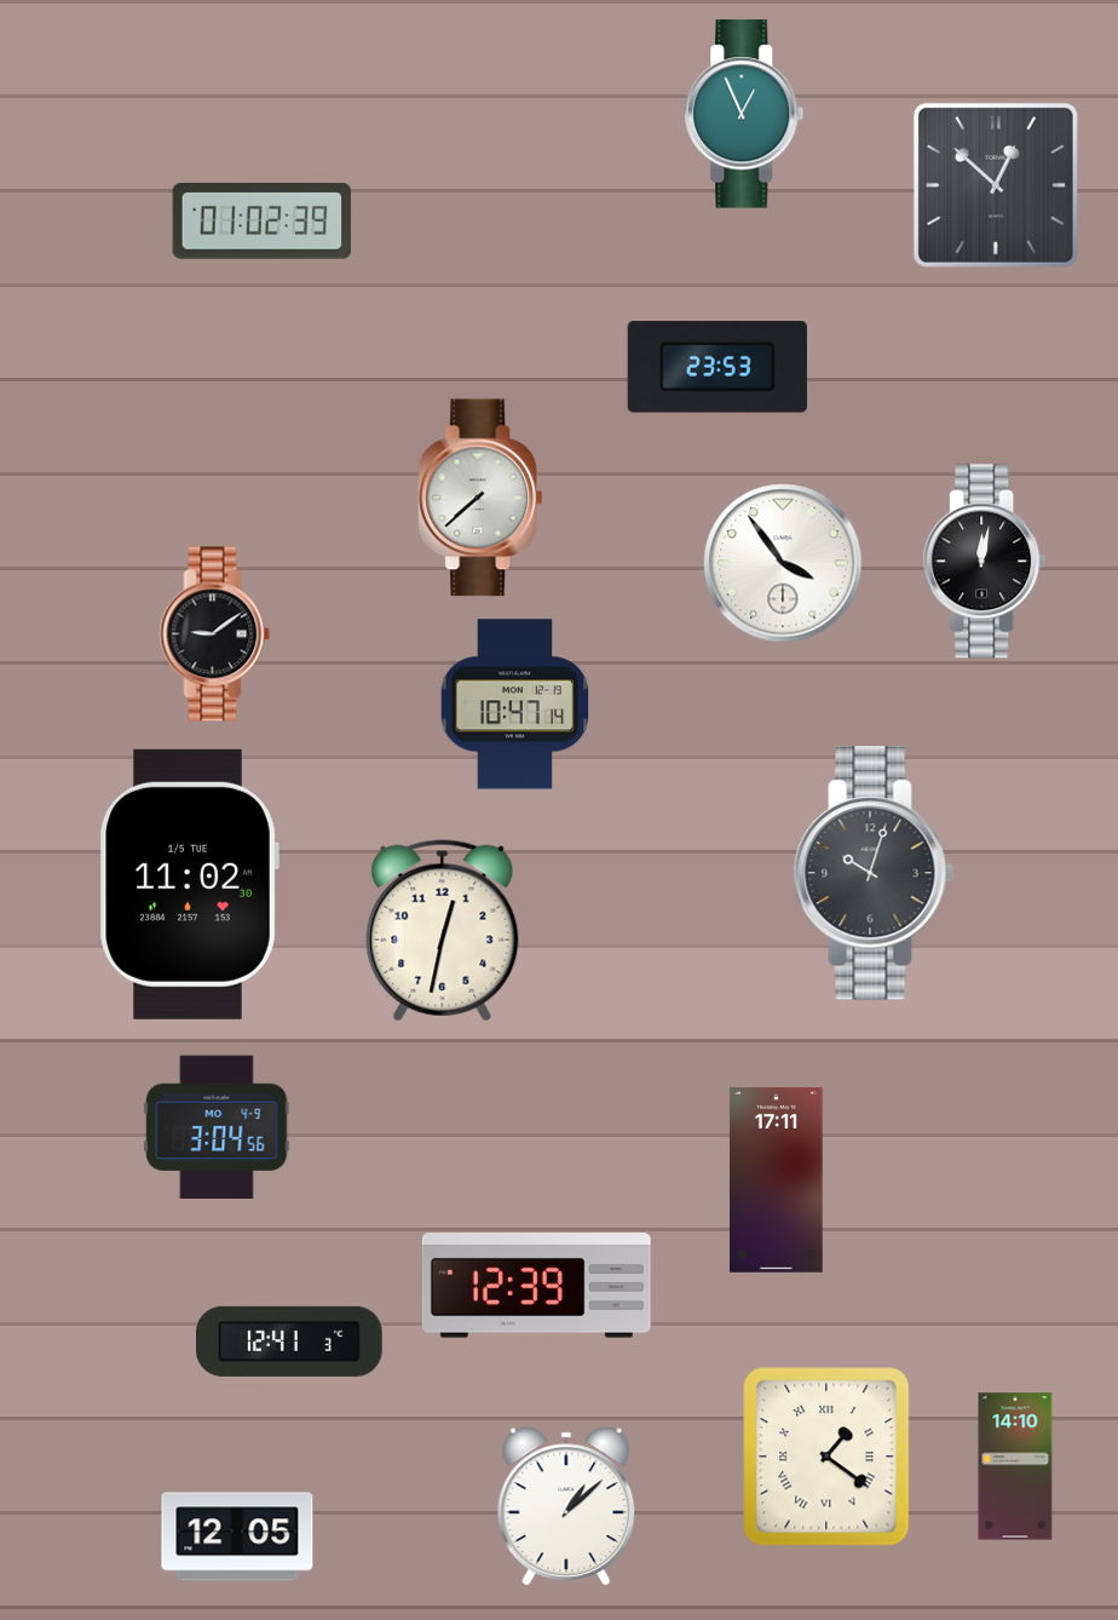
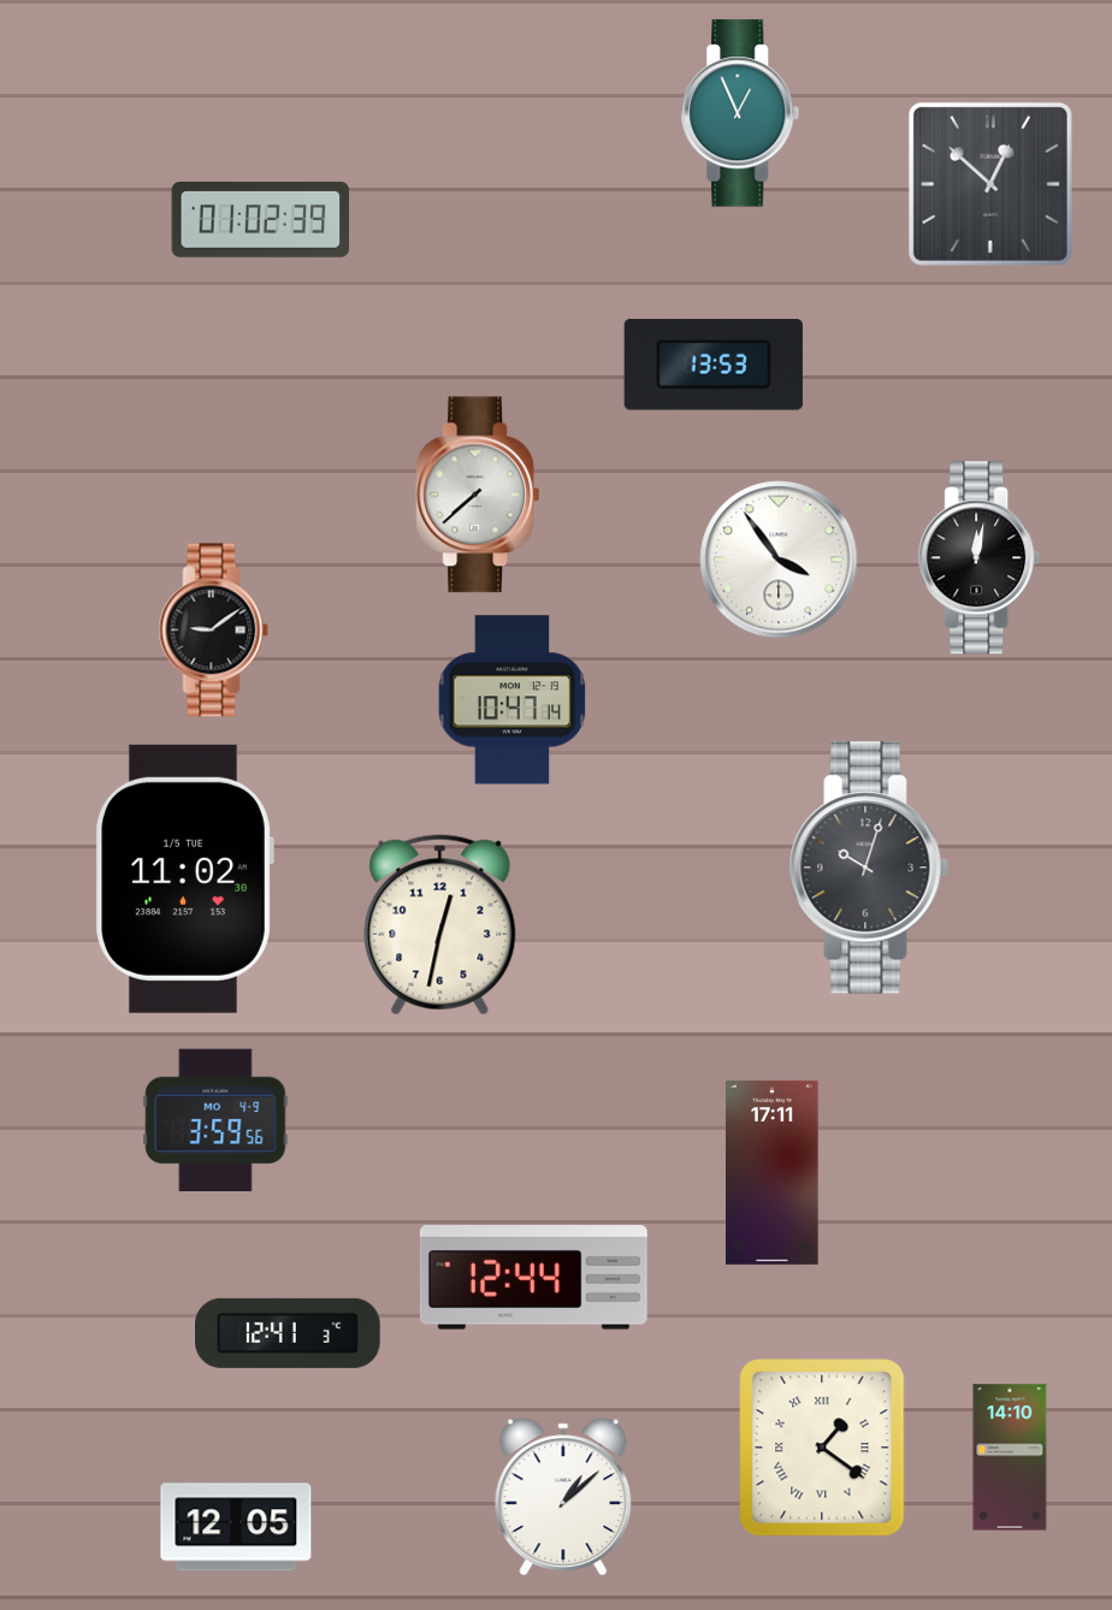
clock at (718, 367): 23:53 -> 13:53
clock at (189, 884) position: (189, 884) -> (184, 878)
clock at (217, 1126): 3:04 -> 3:59
clock at (536, 1286): 12:39 -> 12:44
